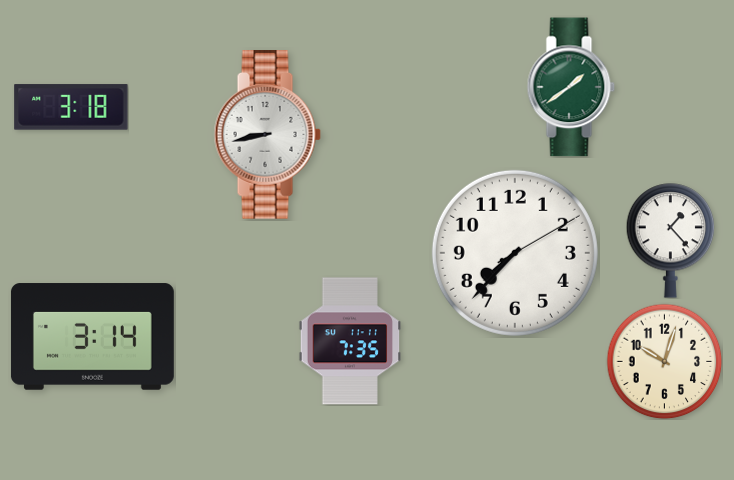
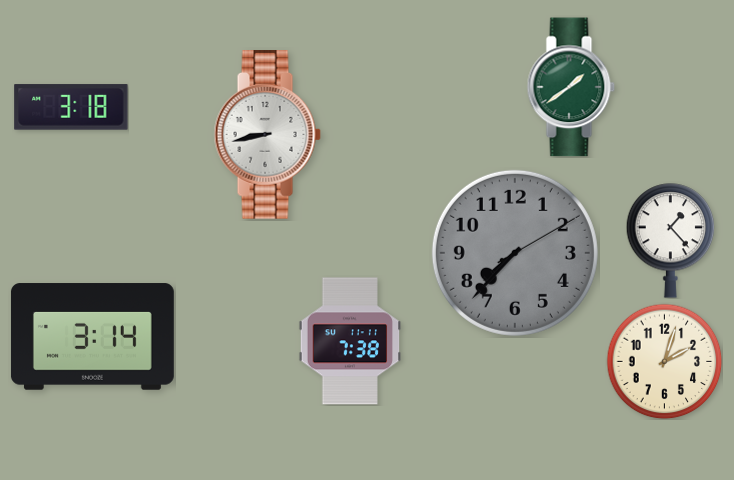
clock at (515, 253) dial: white -> grey
clock at (350, 341): 7:35 -> 7:38
clock at (664, 361): 10:03 -> 2:03
